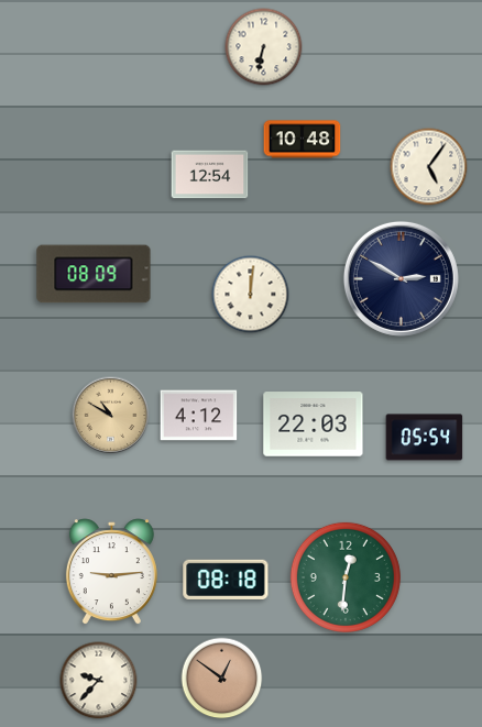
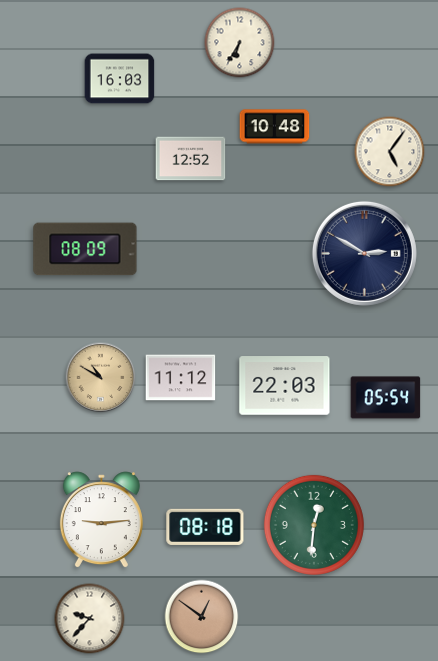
clock at (264, 47): 6:32 -> 6:35
clock at (120, 79): none -> 16:03
clock at (210, 175): 12:54 -> 12:52
clock at (251, 295): 12:01 -> none
clock at (199, 416): 4:12 -> 11:12
